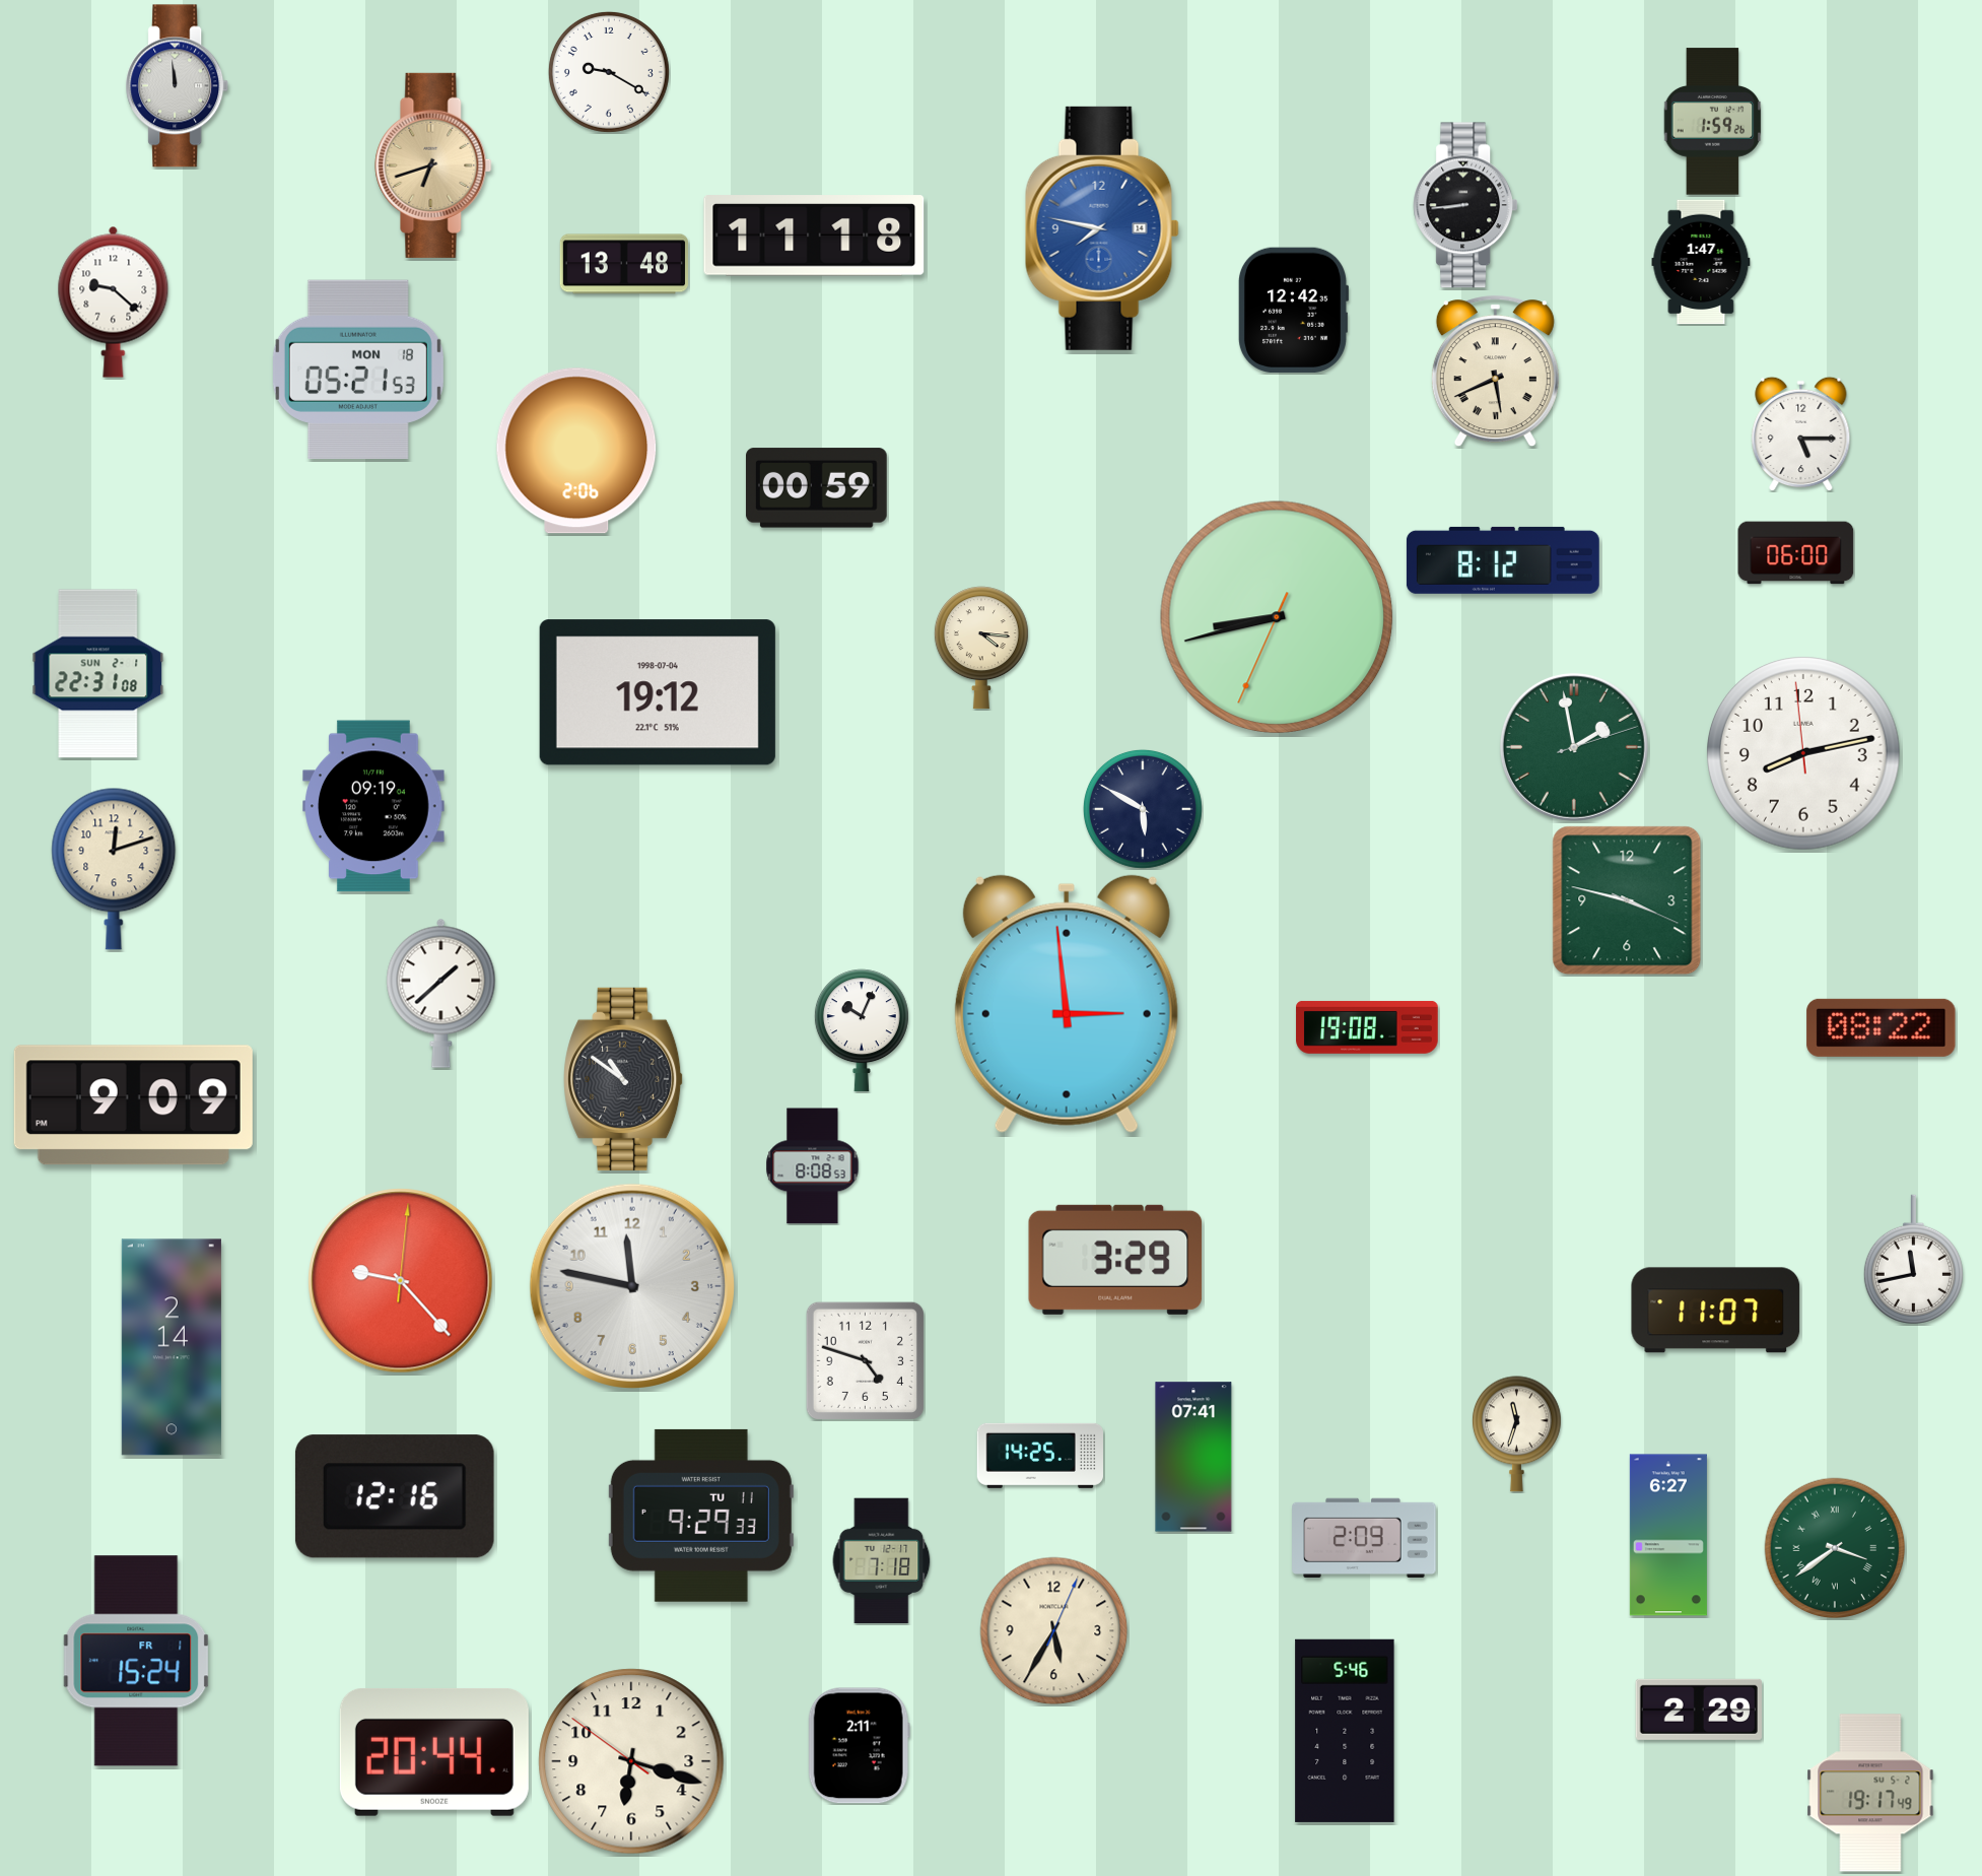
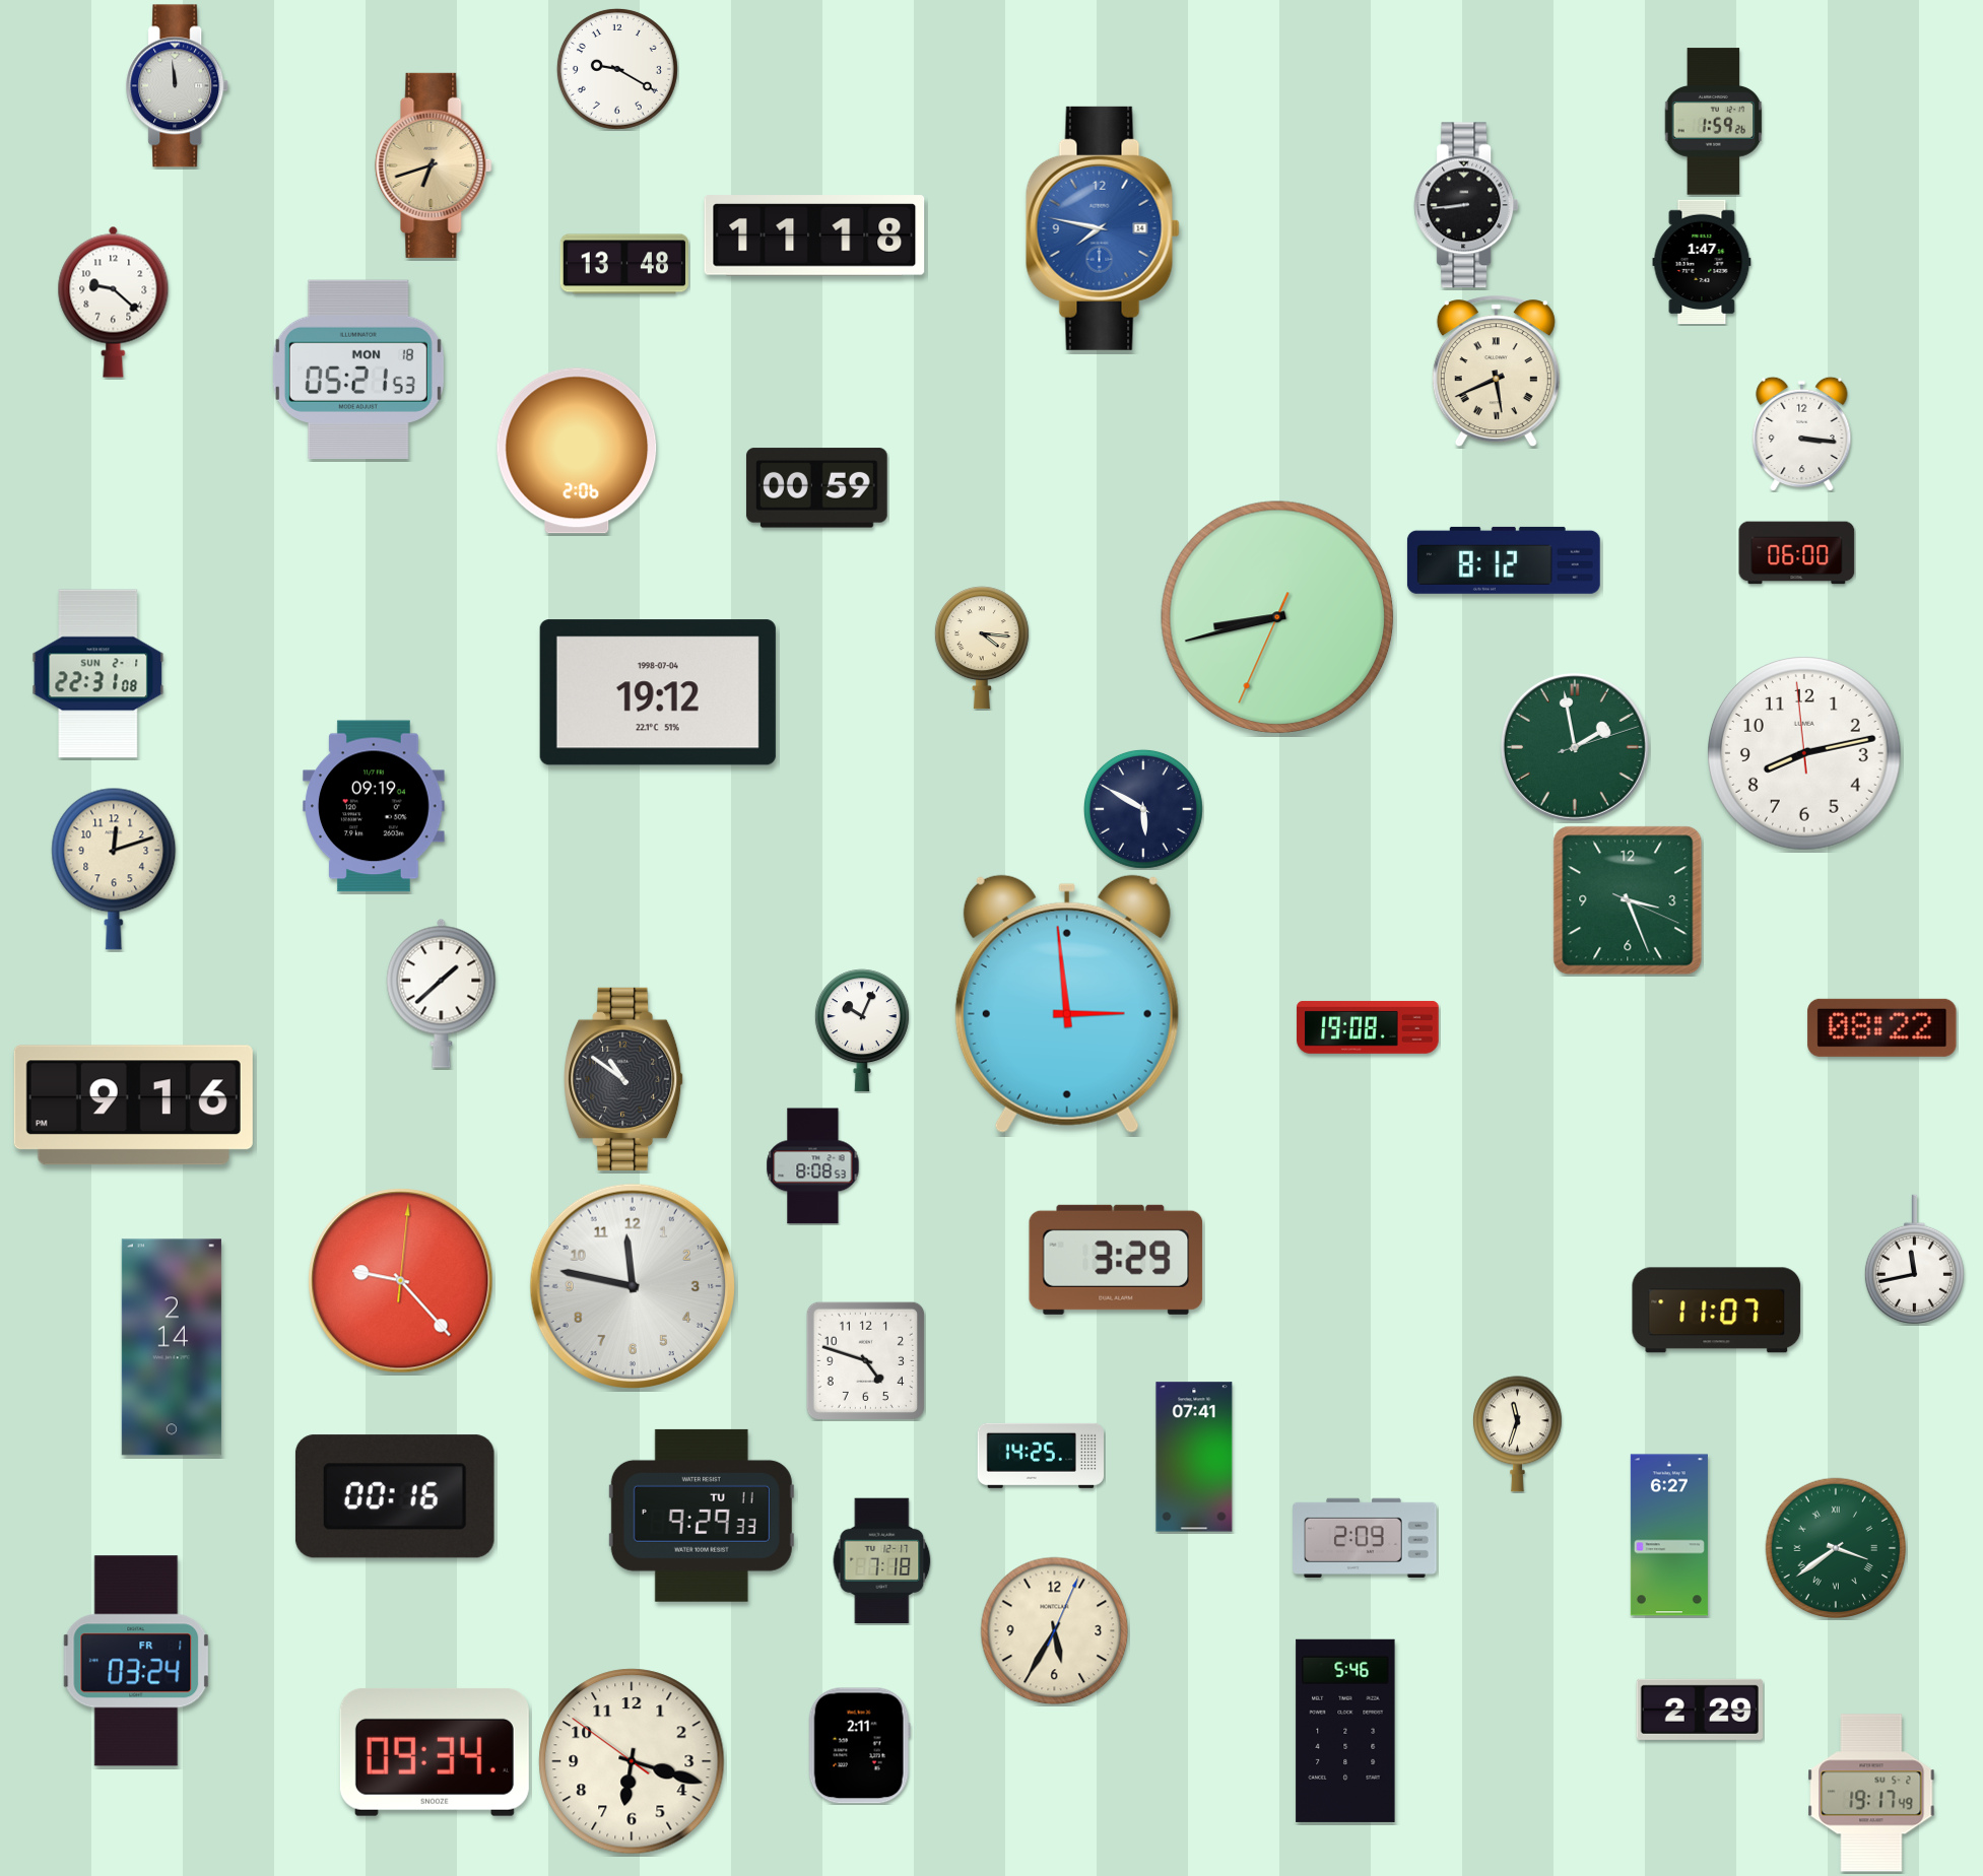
clock at (609, 72) position: (609, 72) -> (617, 69)
clock at (1293, 310): 12:42 -> none
clock at (1801, 433): 5:15 -> 3:16
clock at (1627, 900): 3:47 -> 3:26
clock at (133, 1105): 9:09 -> 9:16
clock at (395, 1496): 12:16 -> 00:16
clock at (136, 1661): 15:24 -> 03:24
clock at (434, 1752): 20:44 -> 09:34
